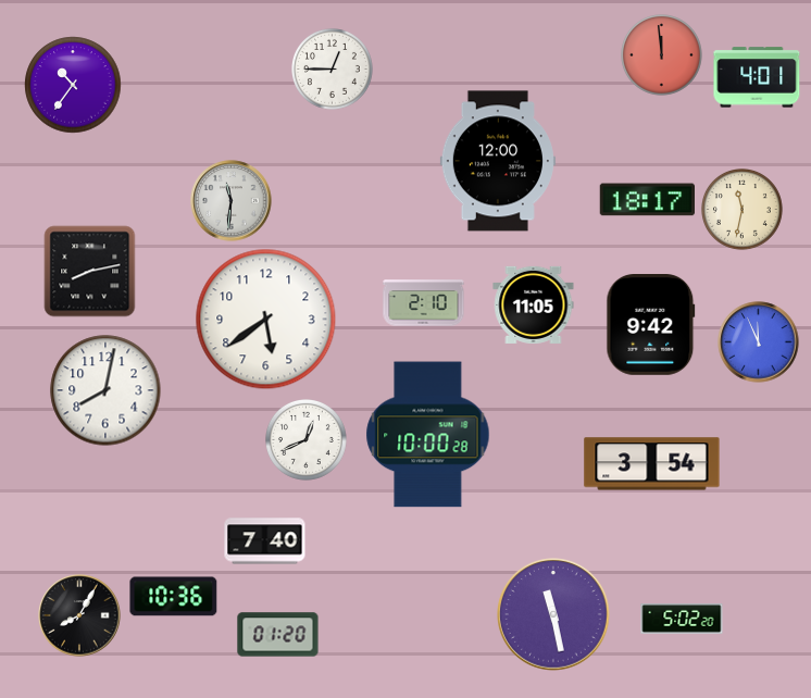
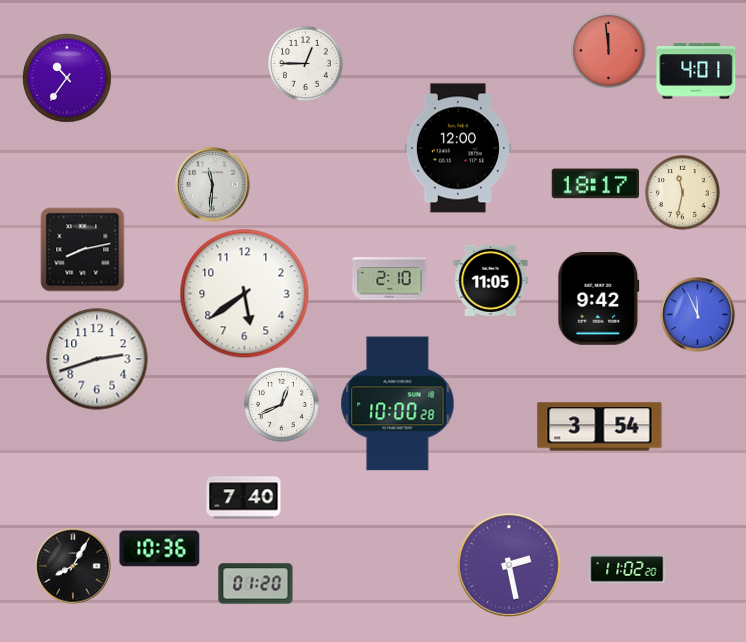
clock at (105, 390): 8:02 -> 2:42
clock at (428, 435) position: (428, 435) -> (398, 404)
clock at (554, 615): 11:28 -> 2:28
clock at (682, 620): 5:02 -> 11:02
